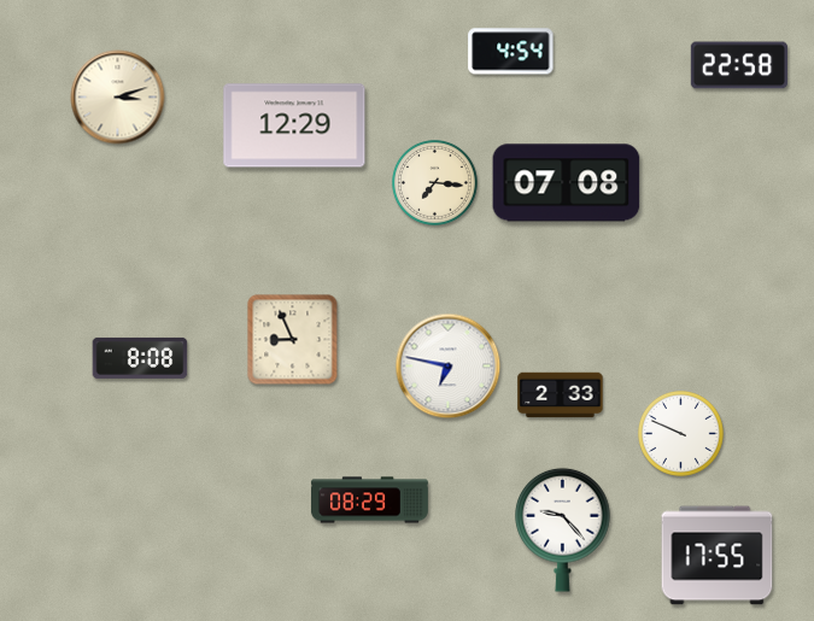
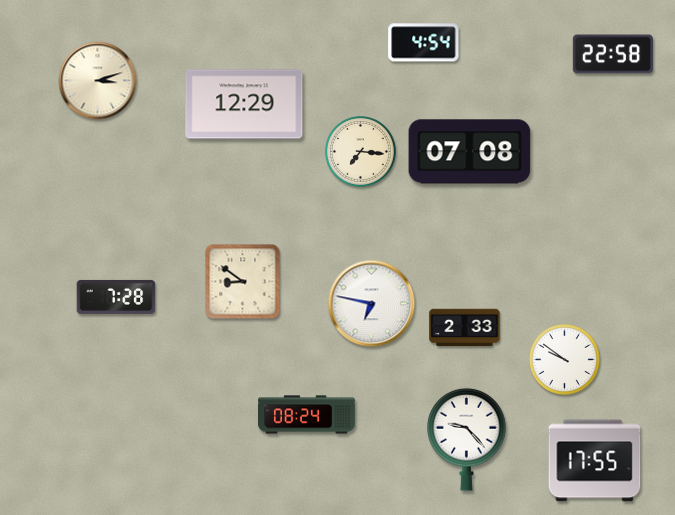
clock at (293, 340): 8:56 -> 8:51
clock at (140, 358): 8:08 -> 7:28
clock at (681, 434): 9:49 -> 9:51
clock at (369, 500): 08:29 -> 08:24
